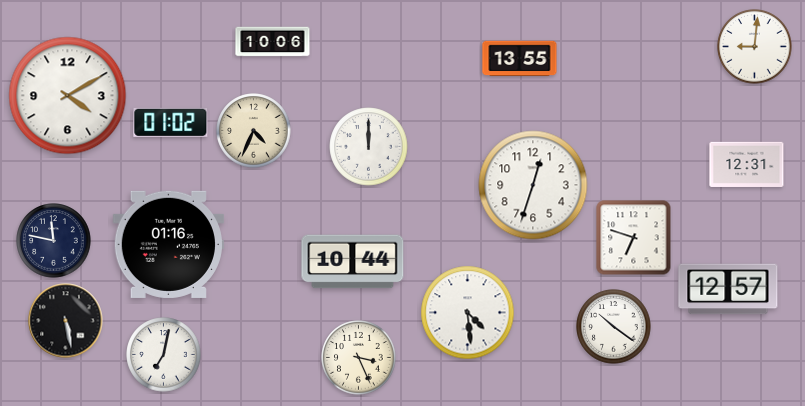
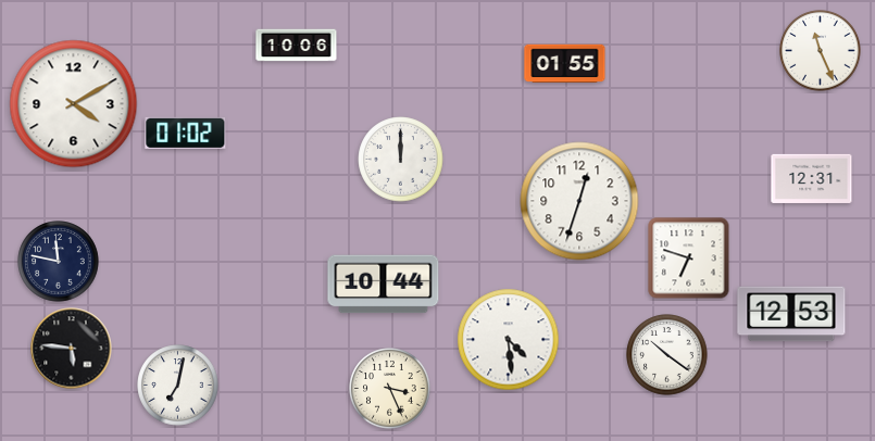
clock at (755, 47): 9:01 -> 11:26
clock at (520, 59): 13:55 -> 01:55
clock at (254, 131): 4:34 -> none
clock at (168, 244): 01:16 -> none
clock at (728, 289): 12:57 -> 12:53
clock at (66, 321): 5:28 -> 5:46
